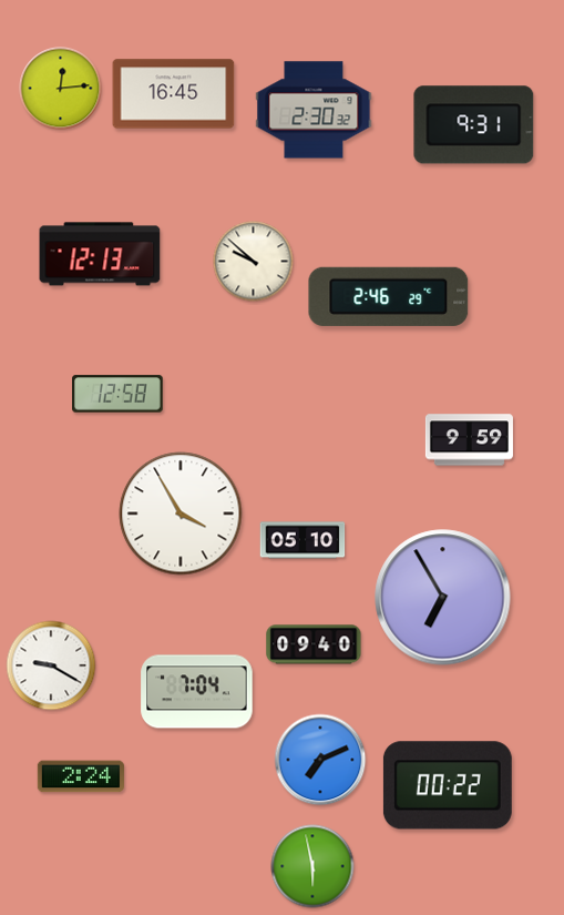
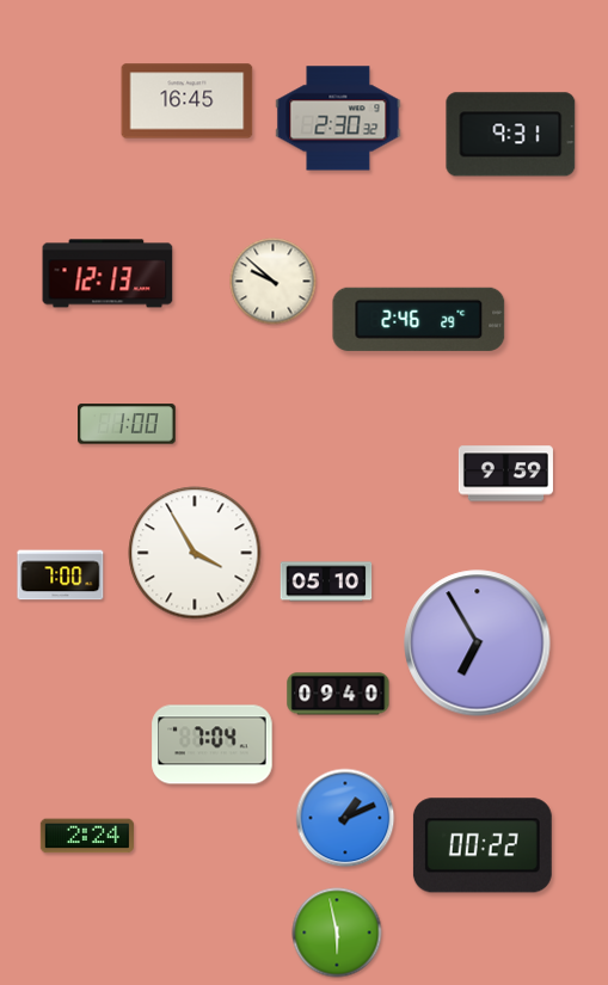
clock at (61, 89): 12:14 -> none
clock at (117, 394): 12:58 -> 1:00
clock at (61, 575): none -> 7:00
clock at (51, 665): 9:20 -> none
clock at (320, 760): 7:11 -> 1:11
